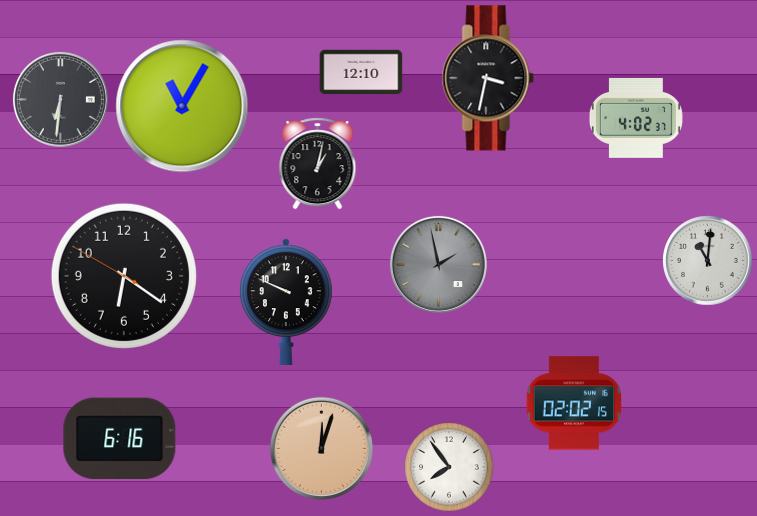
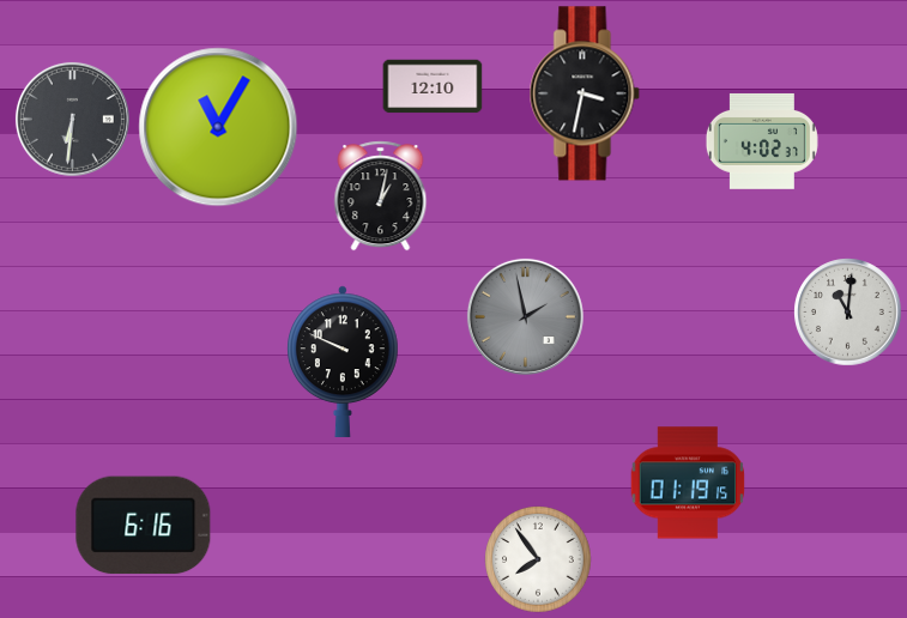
clock at (124, 276): 6:20 -> none
clock at (574, 403): 02:02 -> 01:19
clock at (321, 448): 12:03 -> none
